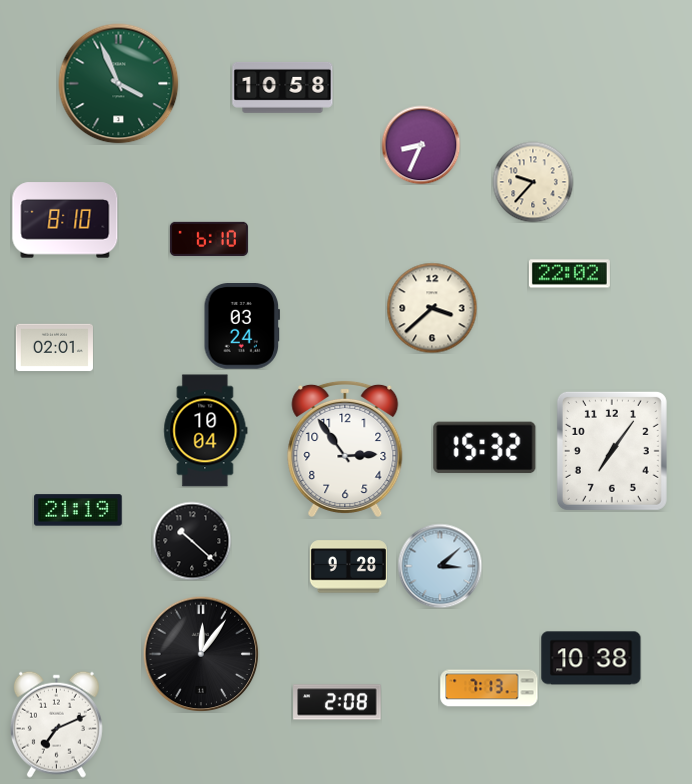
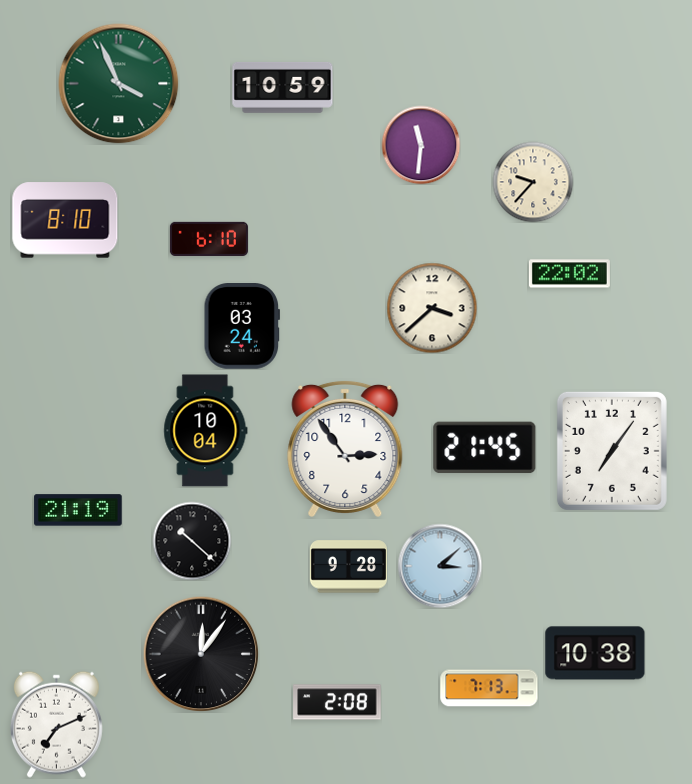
clock at (283, 87): 10:58 -> 10:59
clock at (421, 145): 8:34 -> 11:31
clock at (54, 348): 02:01 -> none
clock at (485, 448): 15:32 -> 21:45
clock at (591, 658) position: (591, 658) -> (595, 653)
